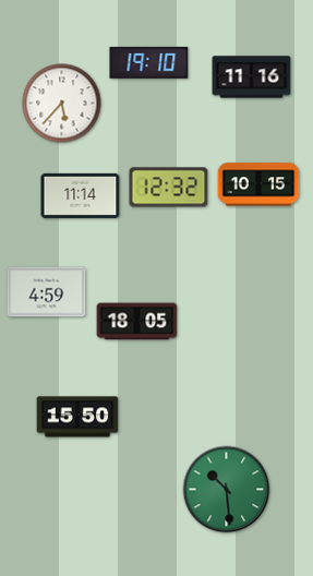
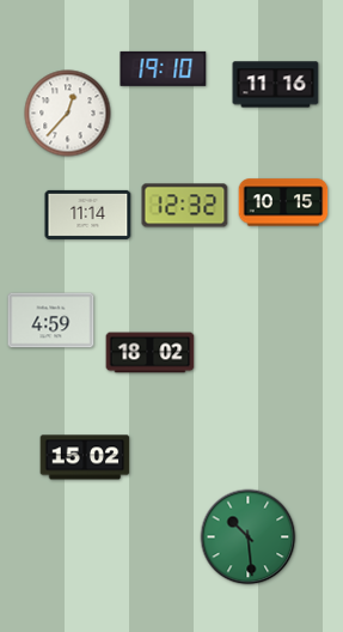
clock at (62, 104): 5:37 -> 12:37
clock at (137, 322): 18:05 -> 18:02
clock at (77, 417): 15:50 -> 15:02
